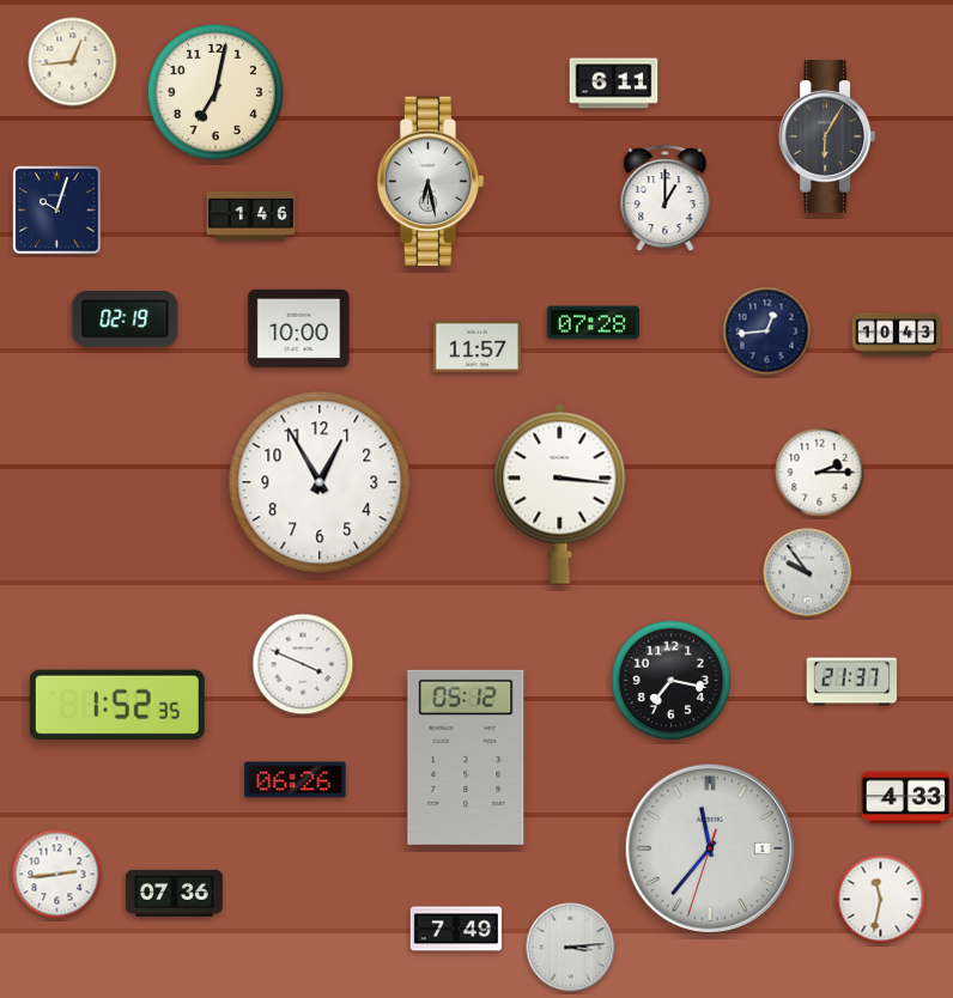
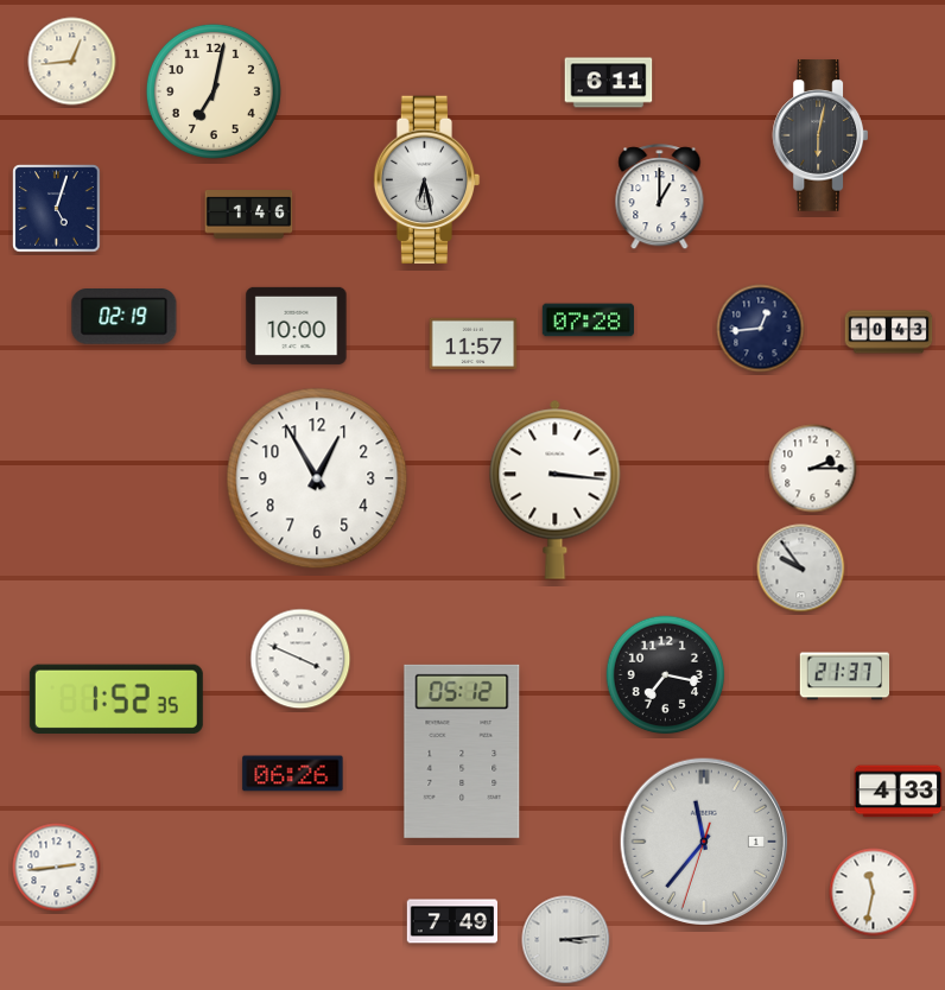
clock at (826, 136): 6:05 -> 6:02
clock at (57, 211): 10:03 -> 5:03
clock at (175, 893): 07:36 -> none
